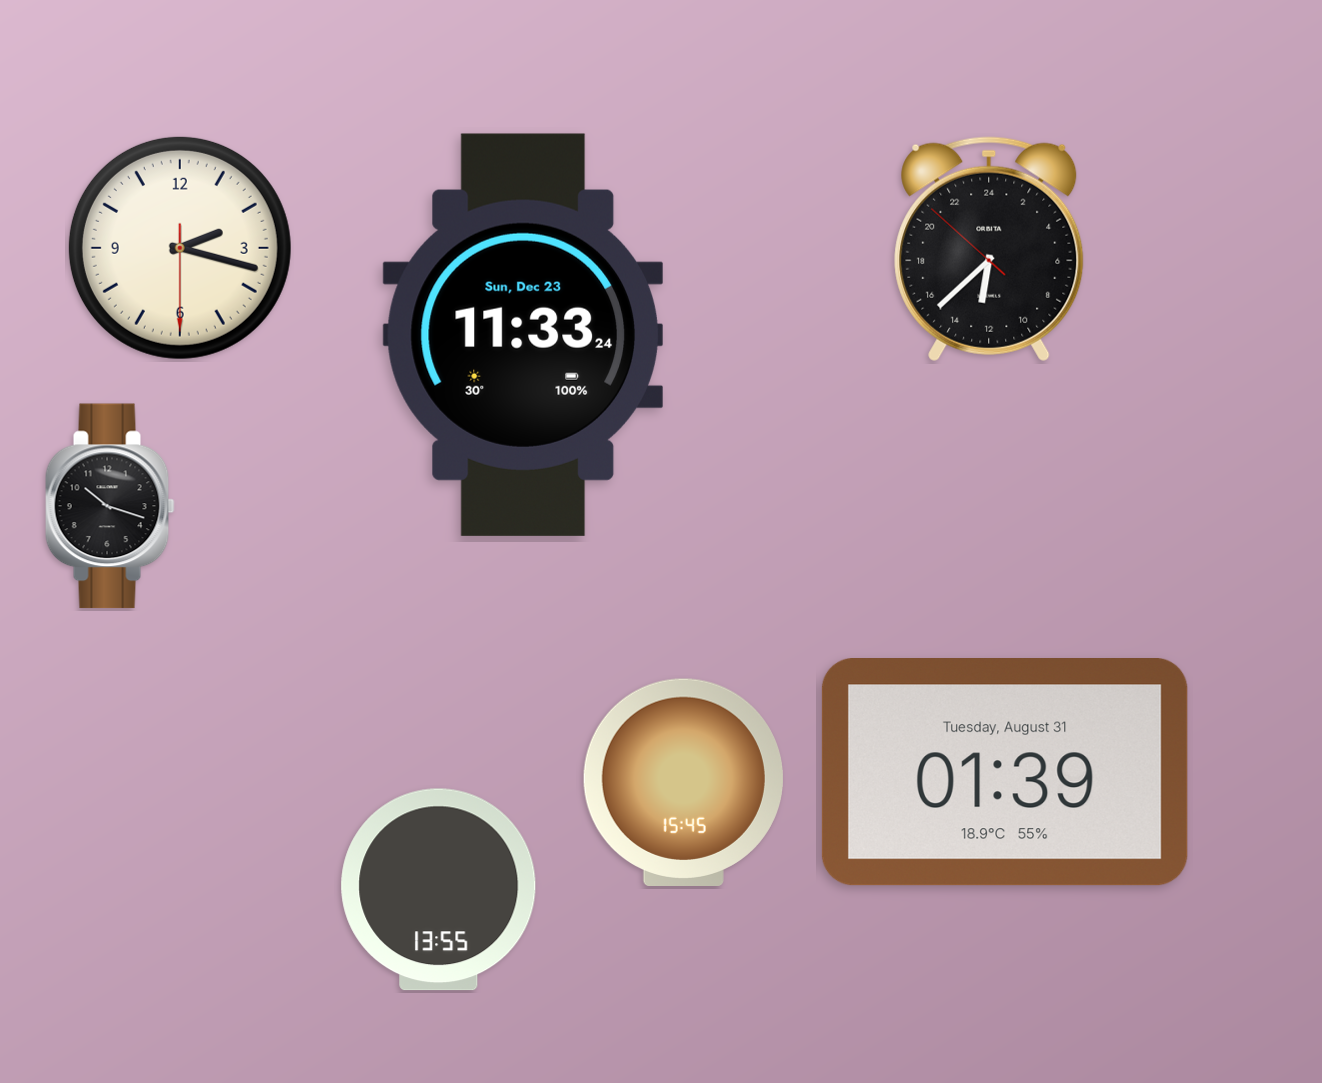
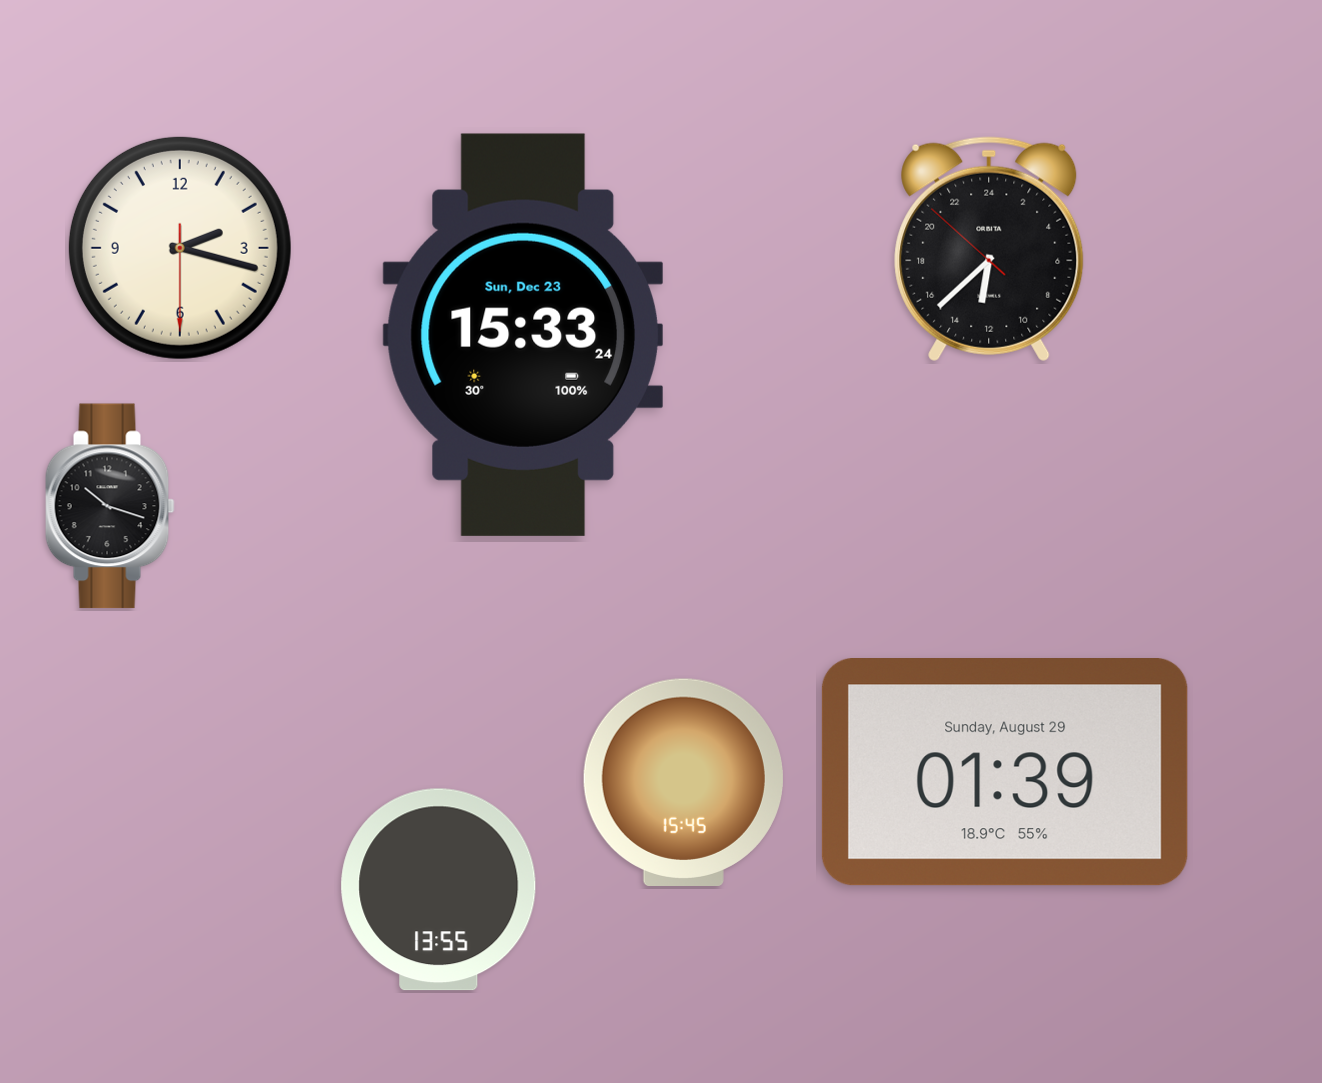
clock at (523, 335): 11:33 -> 15:33
clock at (1005, 773) date: Tuesday, August 31 -> Sunday, August 29
